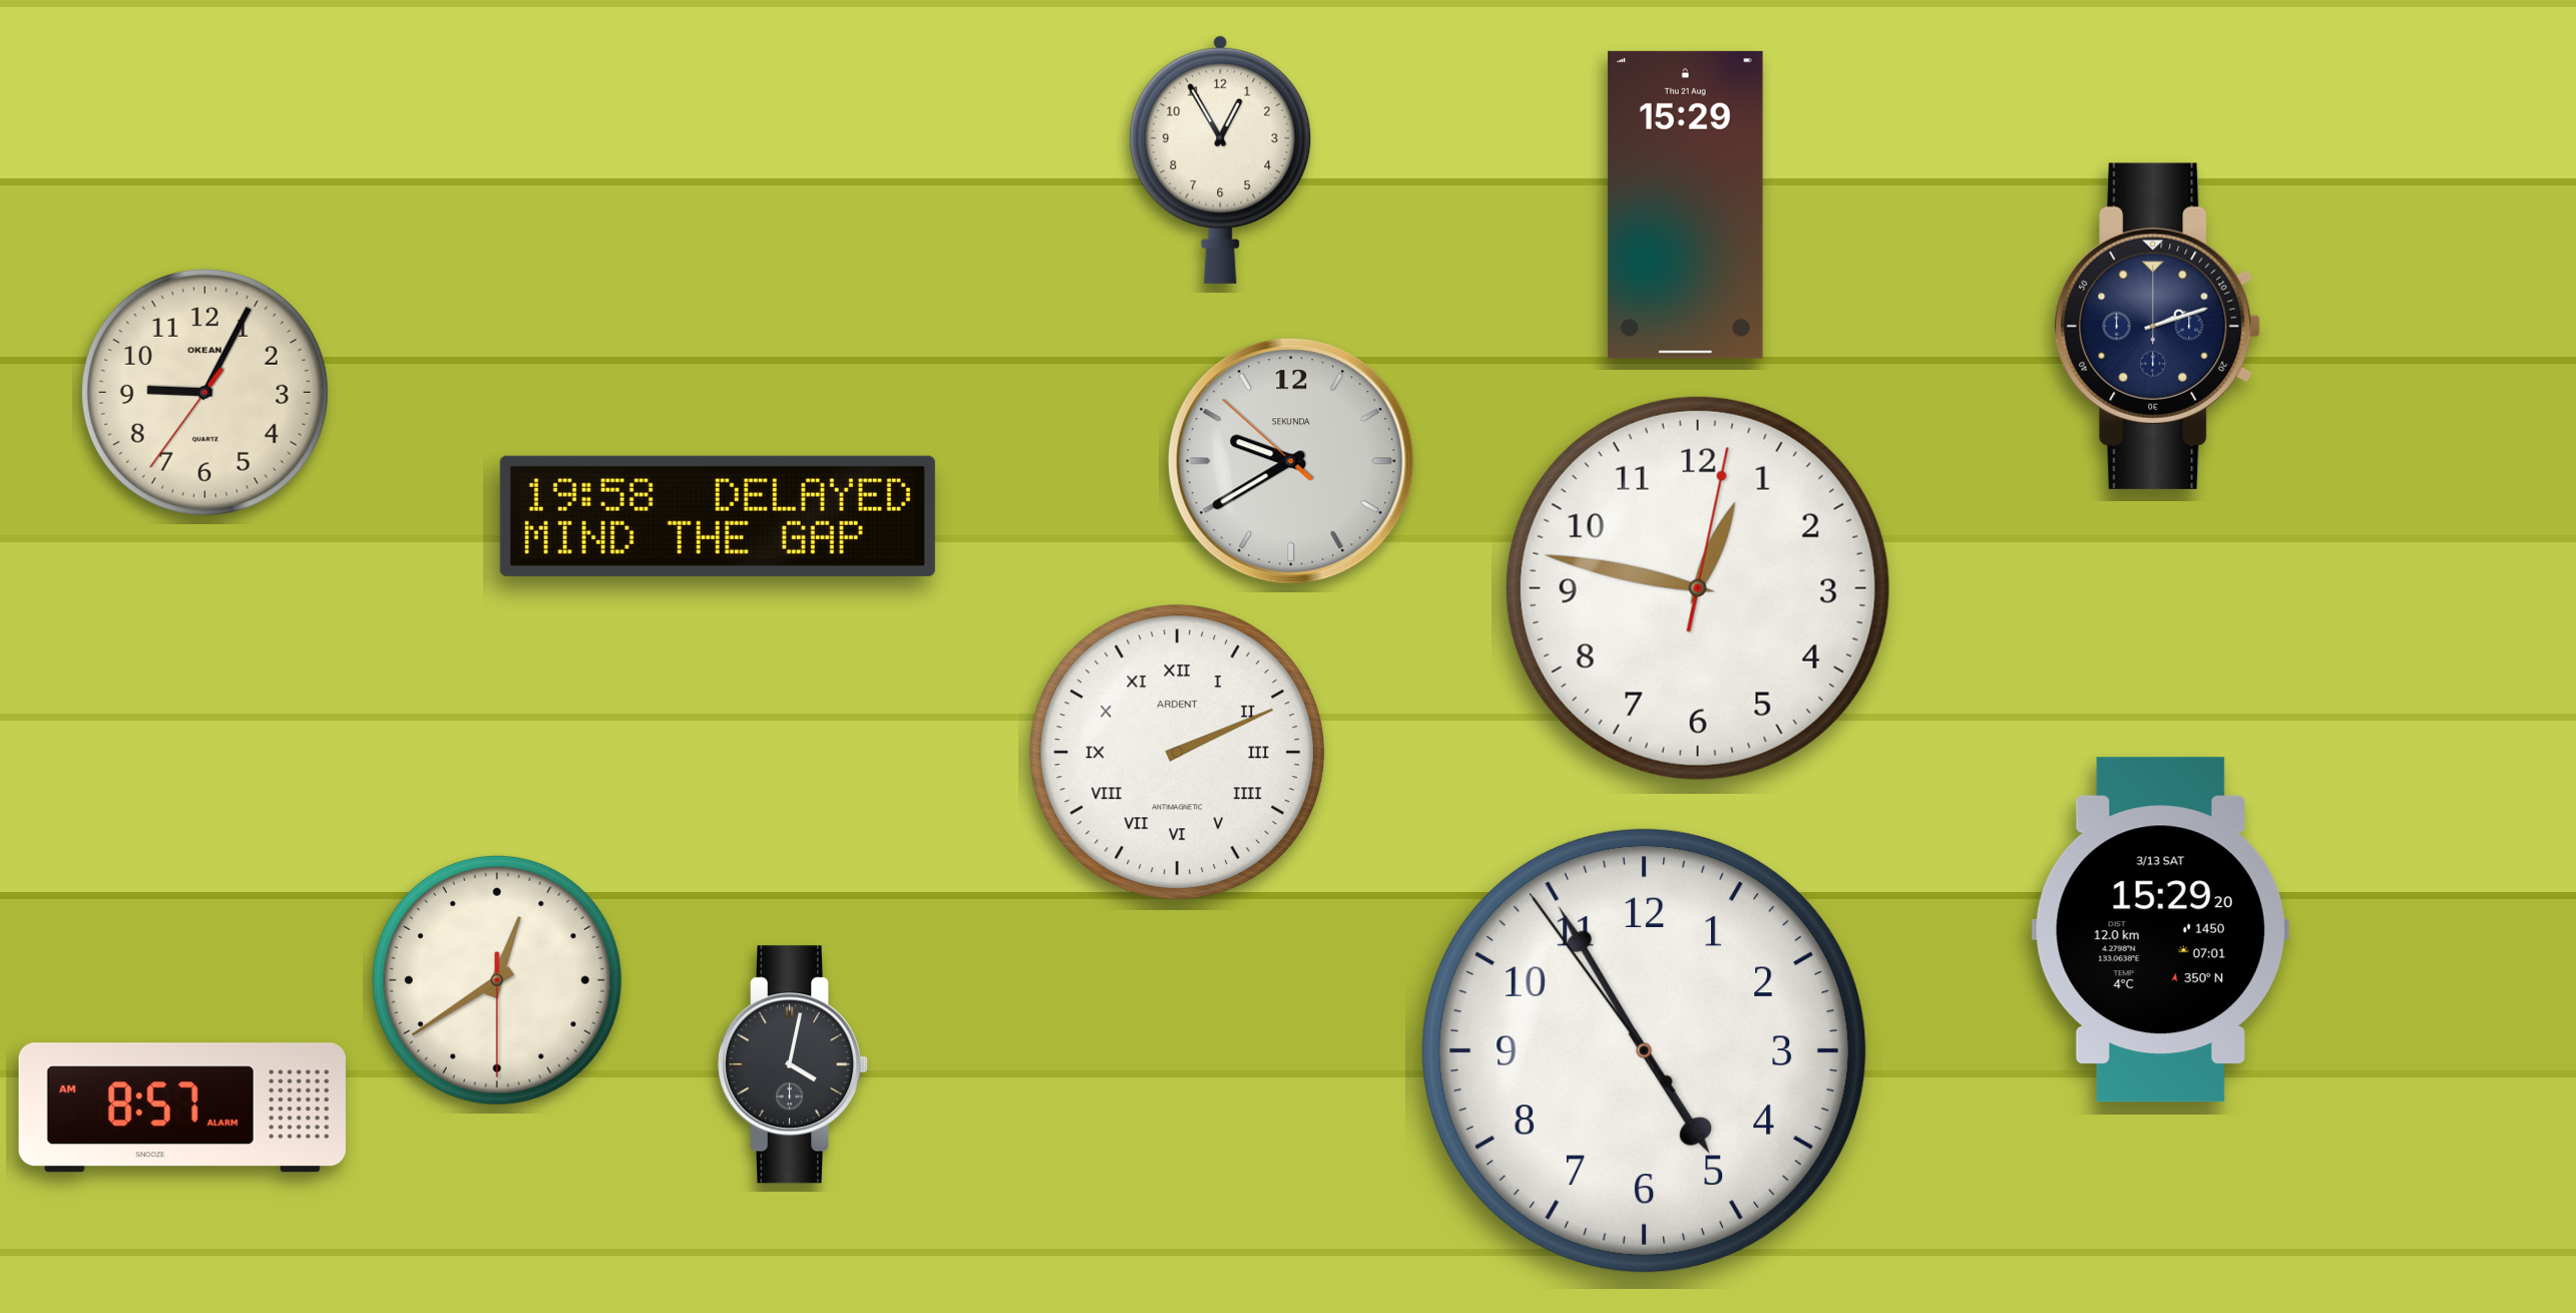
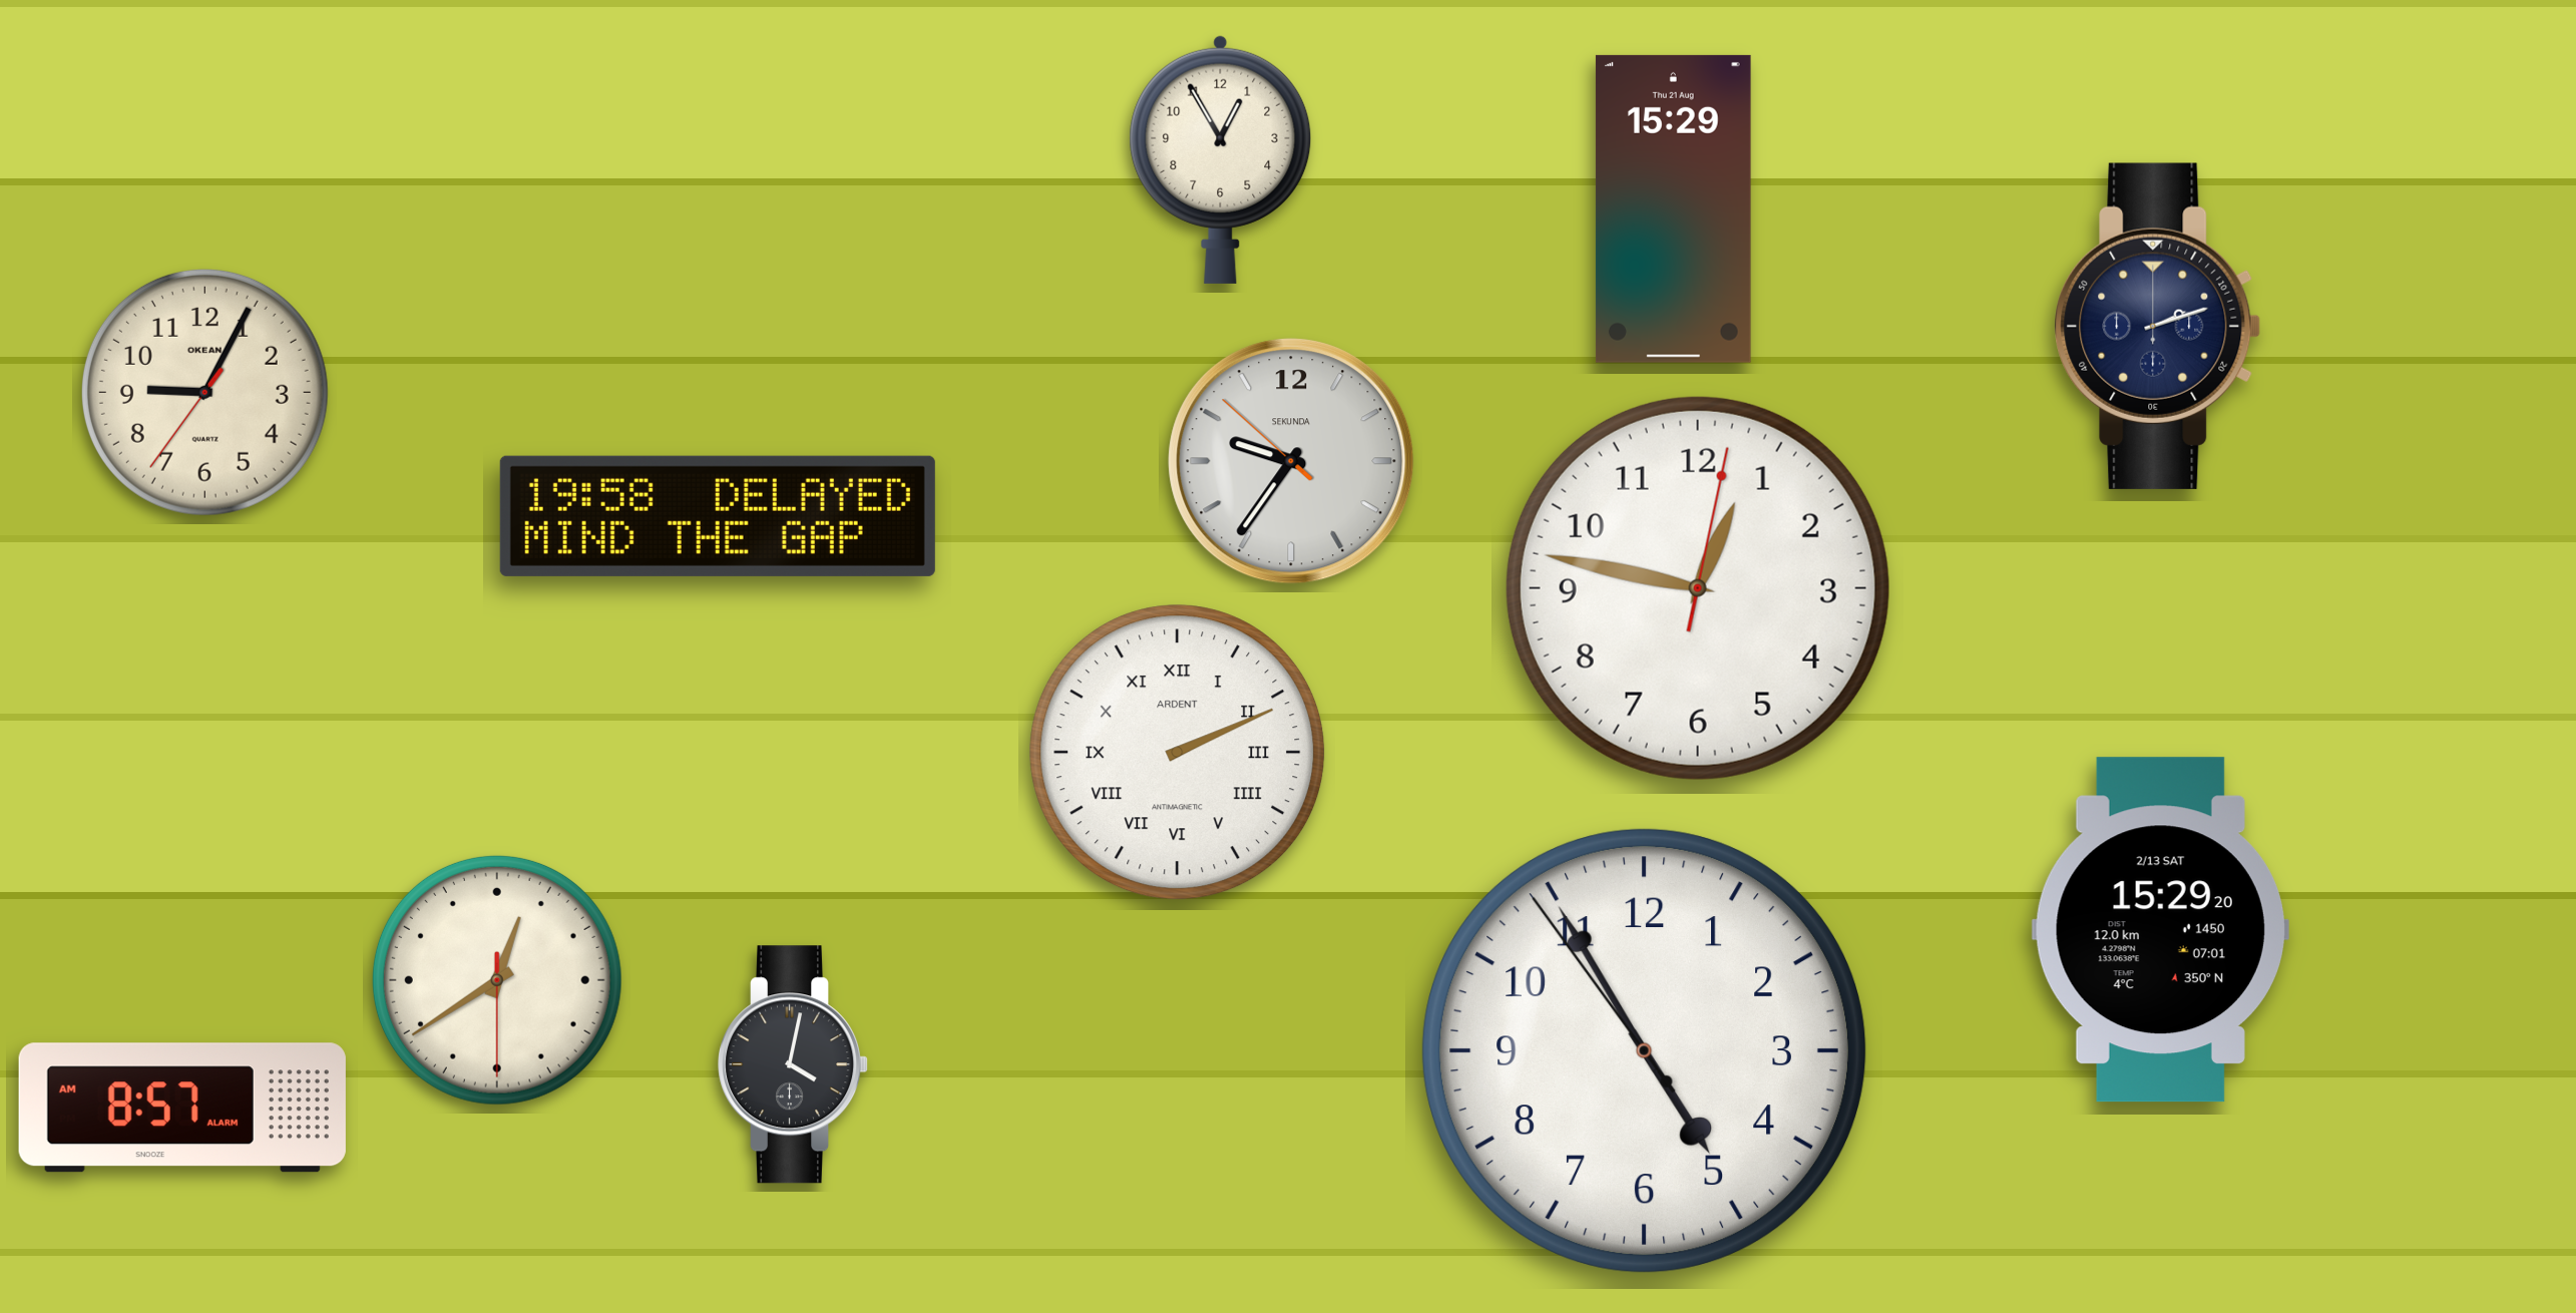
clock at (1685, 204) position: (1685, 204) -> (1673, 208)
clock at (1291, 461): 9:39 -> 9:35
clock at (2160, 930) date: 3/13 SAT -> 2/13 SAT
